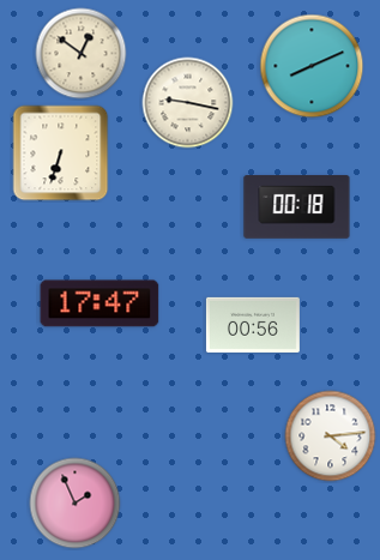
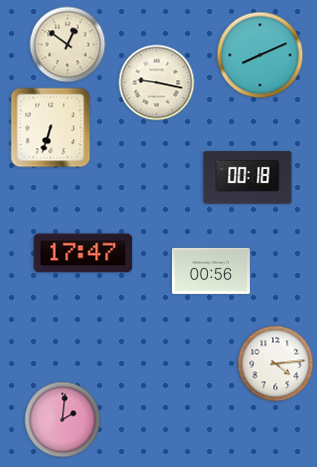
clock at (188, 103) position: (188, 103) -> (157, 83)
clock at (297, 207) position: (297, 207) -> (248, 178)
clock at (76, 504): 1:56 -> 2:01
